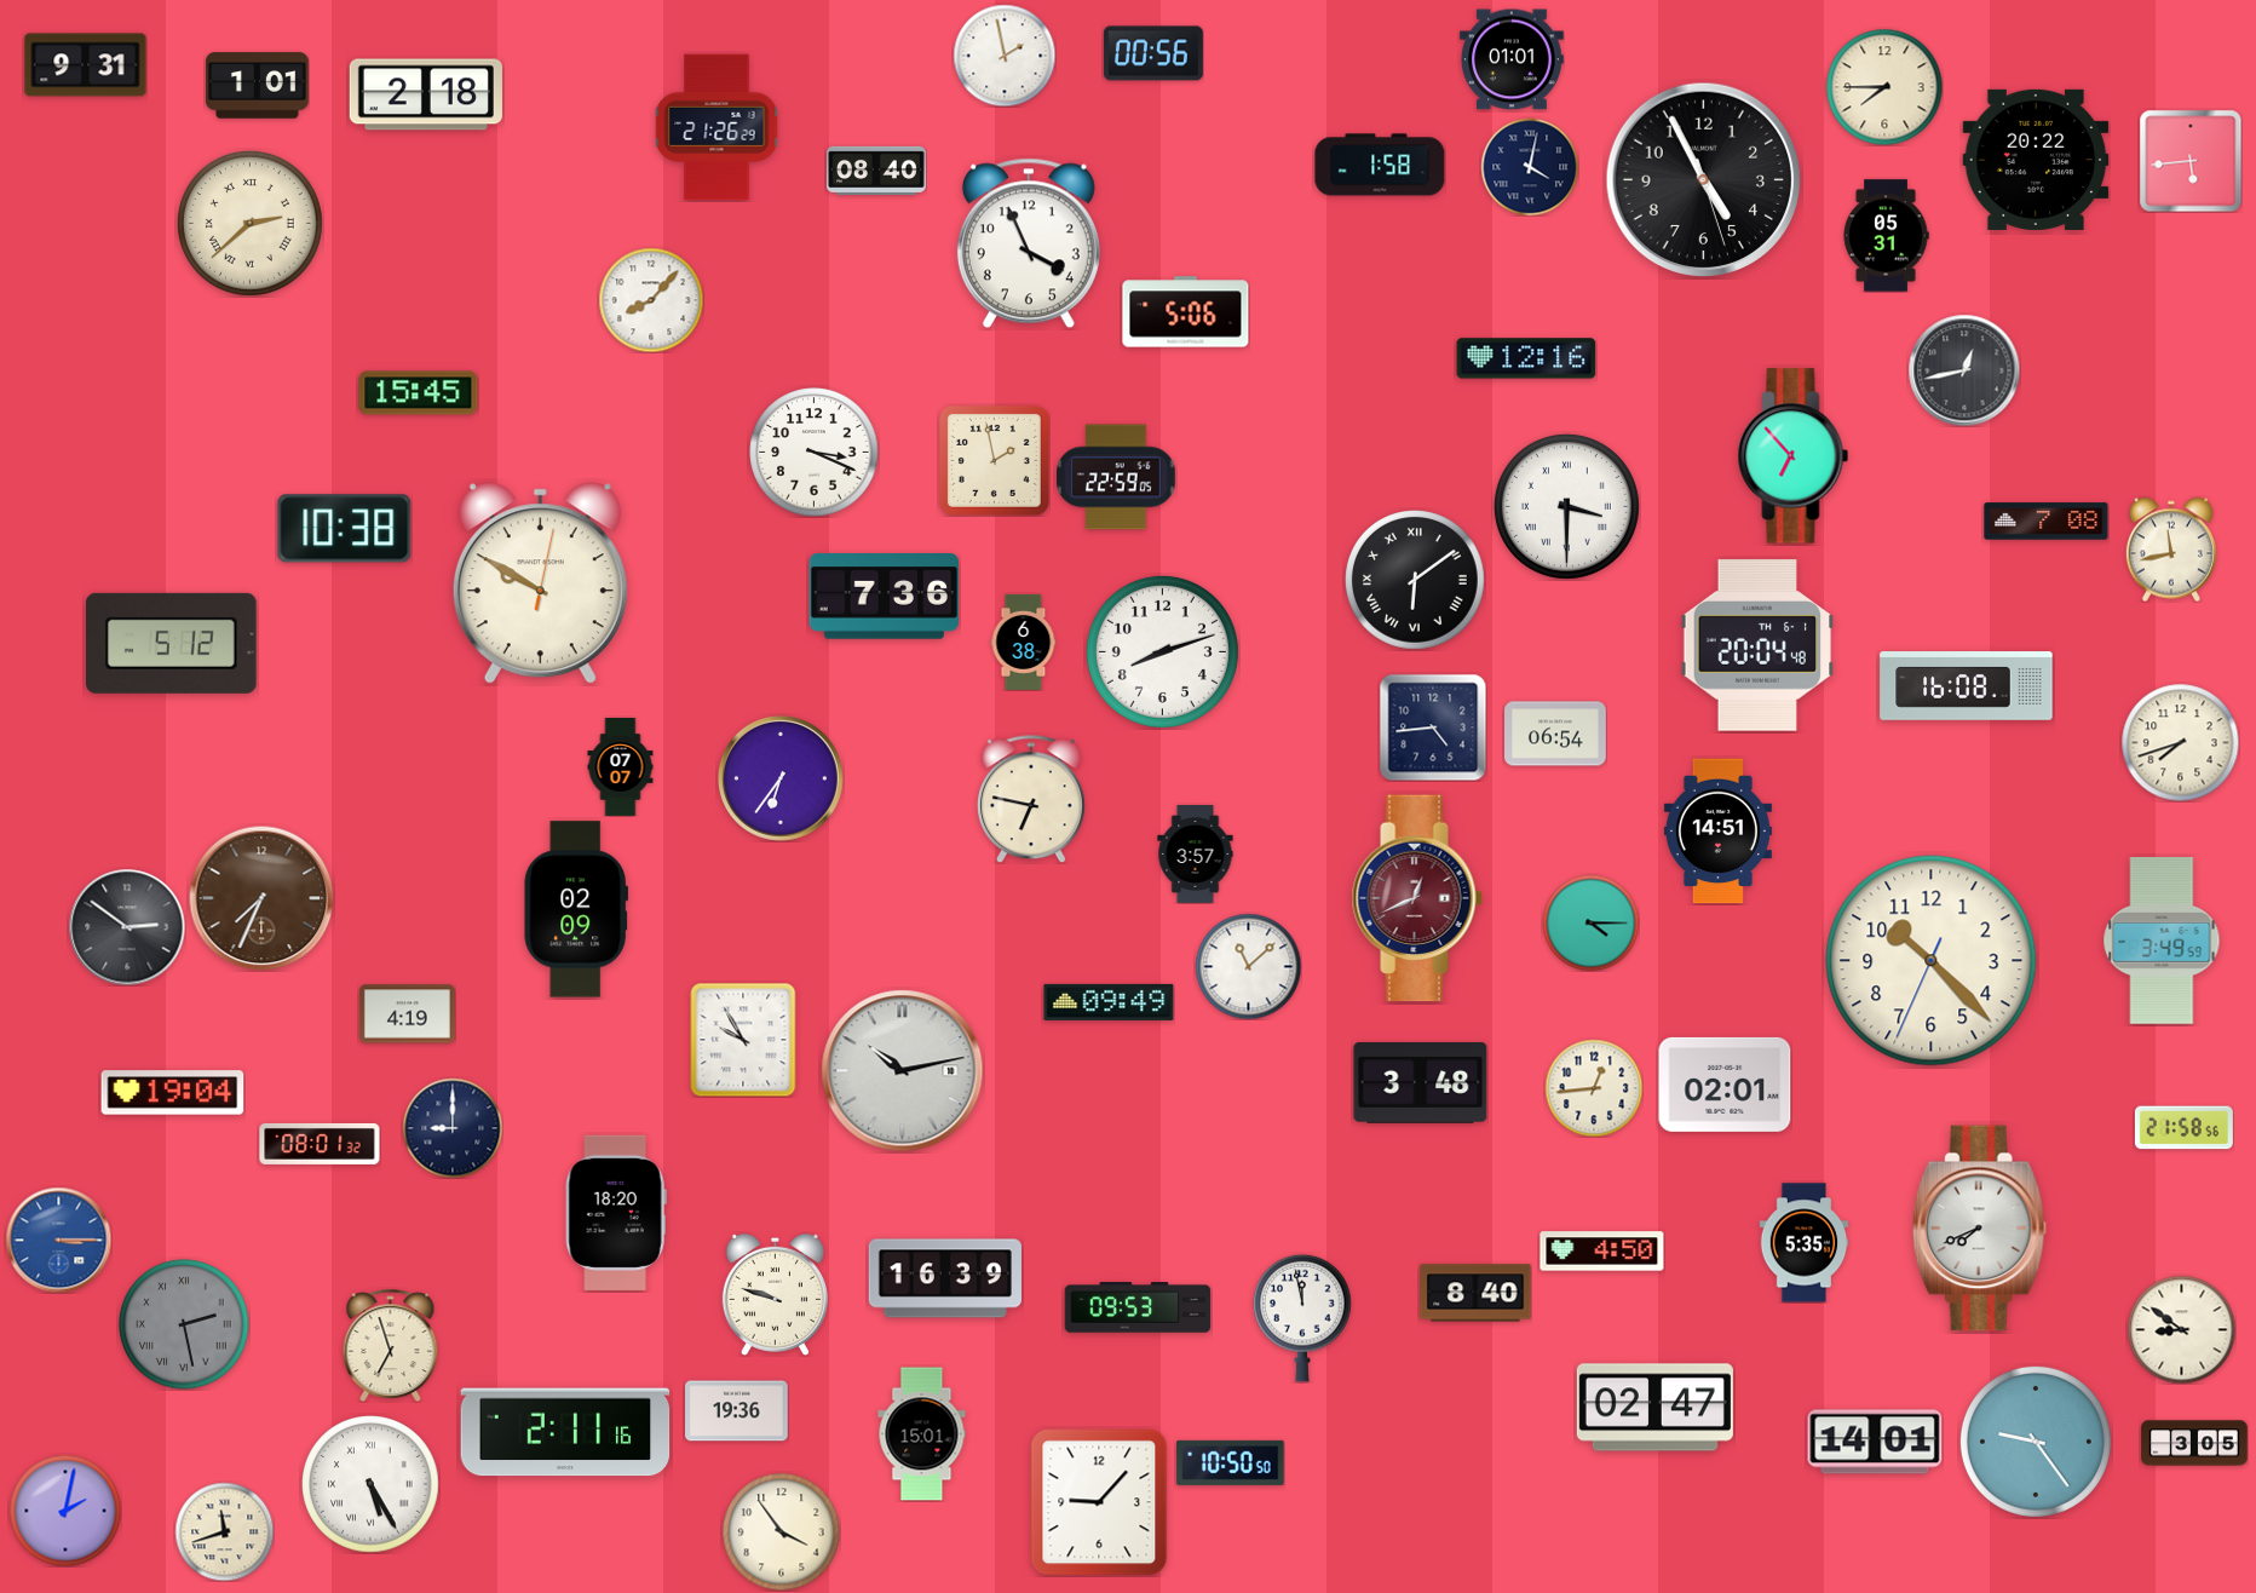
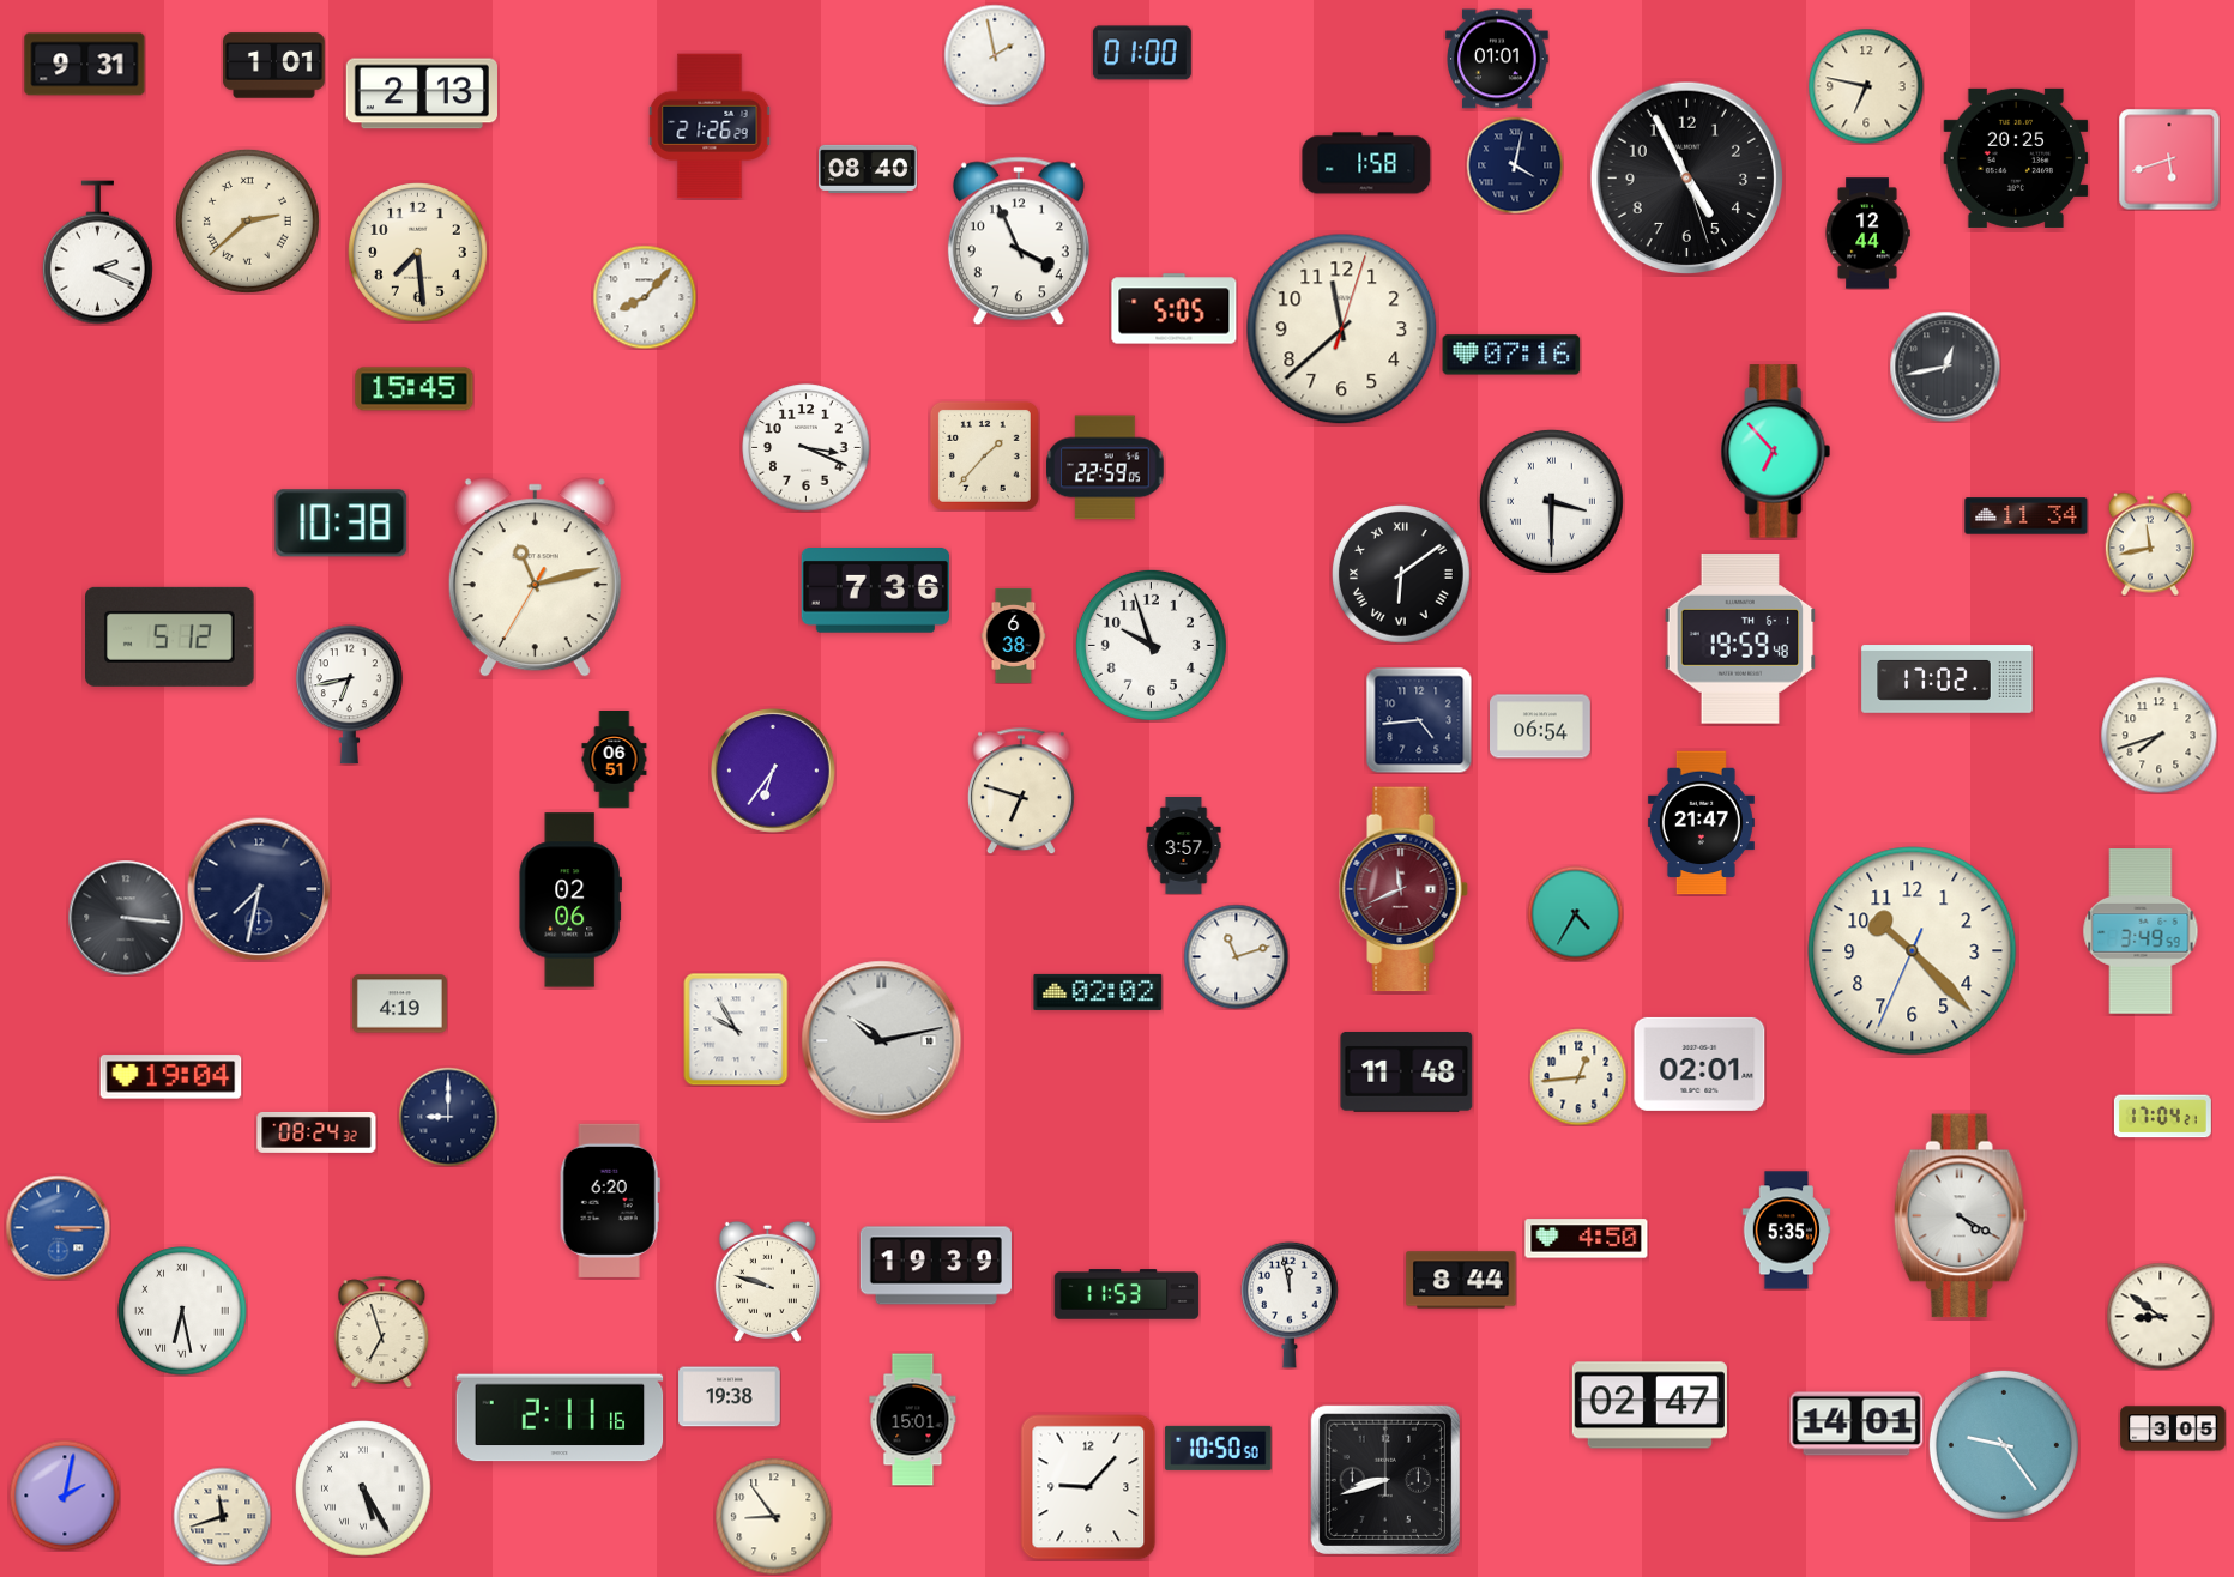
clock at (1153, 53): 00:56 -> 01:00
clock at (258, 86) position: (258, 86) -> (274, 66)
clock at (1884, 87): 7:45 -> 6:47
clock at (426, 94): 2:18 -> 2:13
clock at (2036, 160): 20:22 -> 20:25
clock at (2191, 161): 5:44 -> 5:42
clock at (1886, 236): 05:31 -> 12:44
clock at (97, 253): none -> 2:19
clock at (418, 253): none -> 7:29
clock at (1186, 312): 5:06 -> 5:05
clock at (1342, 330): none -> 11:38
clock at (1526, 358): 12:16 -> 07:16
clock at (994, 460): 1:58 -> 1:37
clock at (1116, 477) position: (1116, 477) -> (1105, 467)
clock at (2047, 522): 7:08 -> 11:34
clock at (540, 583): 9:50 -> 11:12
clock at (1757, 645): 20:04 -> 19:59
clock at (1162, 651): 8:12 -> 9:57
clock at (1967, 686): 16:08 -> 17:02
clock at (349, 695): none -> 6:43
clock at (621, 767): 07:07 -> 06:51
clock at (1031, 799): 6:47 -> 6:48
clock at (1717, 832): 14:51 -> 21:47
clock at (261, 898): 7:34 -> 7:32
clock at (261, 898) dial: brown -> navy
clock at (1417, 898): 12:41 -> 11:41
clock at (575, 909): 02:09 -> 02:06
clock at (1590, 922): 4:15 -> 4:35
clock at (127, 927): 2:51 -> 3:16
clock at (1248, 966): 11:08 -> 11:12
clock at (1109, 1002): 09:49 -> 02:02
clock at (407, 1014) position: (407, 1014) -> (399, 1004)
clock at (903, 1071) position: (903, 1071) -> (882, 1041)
clock at (1421, 1083): 3:48 -> 11:48
clock at (1725, 1085) position: (1725, 1085) -> (1699, 1064)
clock at (173, 1093) position: (173, 1093) -> (171, 1077)
clock at (2183, 1128): 21:58 -> 17:04
clock at (320, 1144): 08:01 -> 08:24
clock at (616, 1213): 18:20 -> 6:20
clock at (1979, 1229): 7:41 -> 4:20
clock at (945, 1278): 16:39 -> 19:39
clock at (1475, 1293): 8:40 -> 8:44
clock at (1138, 1307): 09:53 -> 11:53
clock at (184, 1324): 2:28 -> 6:28
clock at (184, 1324) dial: grey -> white
clock at (391, 1345) position: (391, 1345) -> (382, 1331)
clock at (1654, 1408) position: (1654, 1408) -> (1649, 1406)
clock at (737, 1411): 19:36 -> 19:38
clock at (1875, 1442) position: (1875, 1442) -> (1856, 1424)
clock at (2036, 1442) position: (2036, 1442) -> (2004, 1445)
clock at (370, 1484) position: (370, 1484) -> (363, 1488)
clock at (1385, 1480): none -> 8:42
clock at (781, 1531): 3:54 -> 8:54
